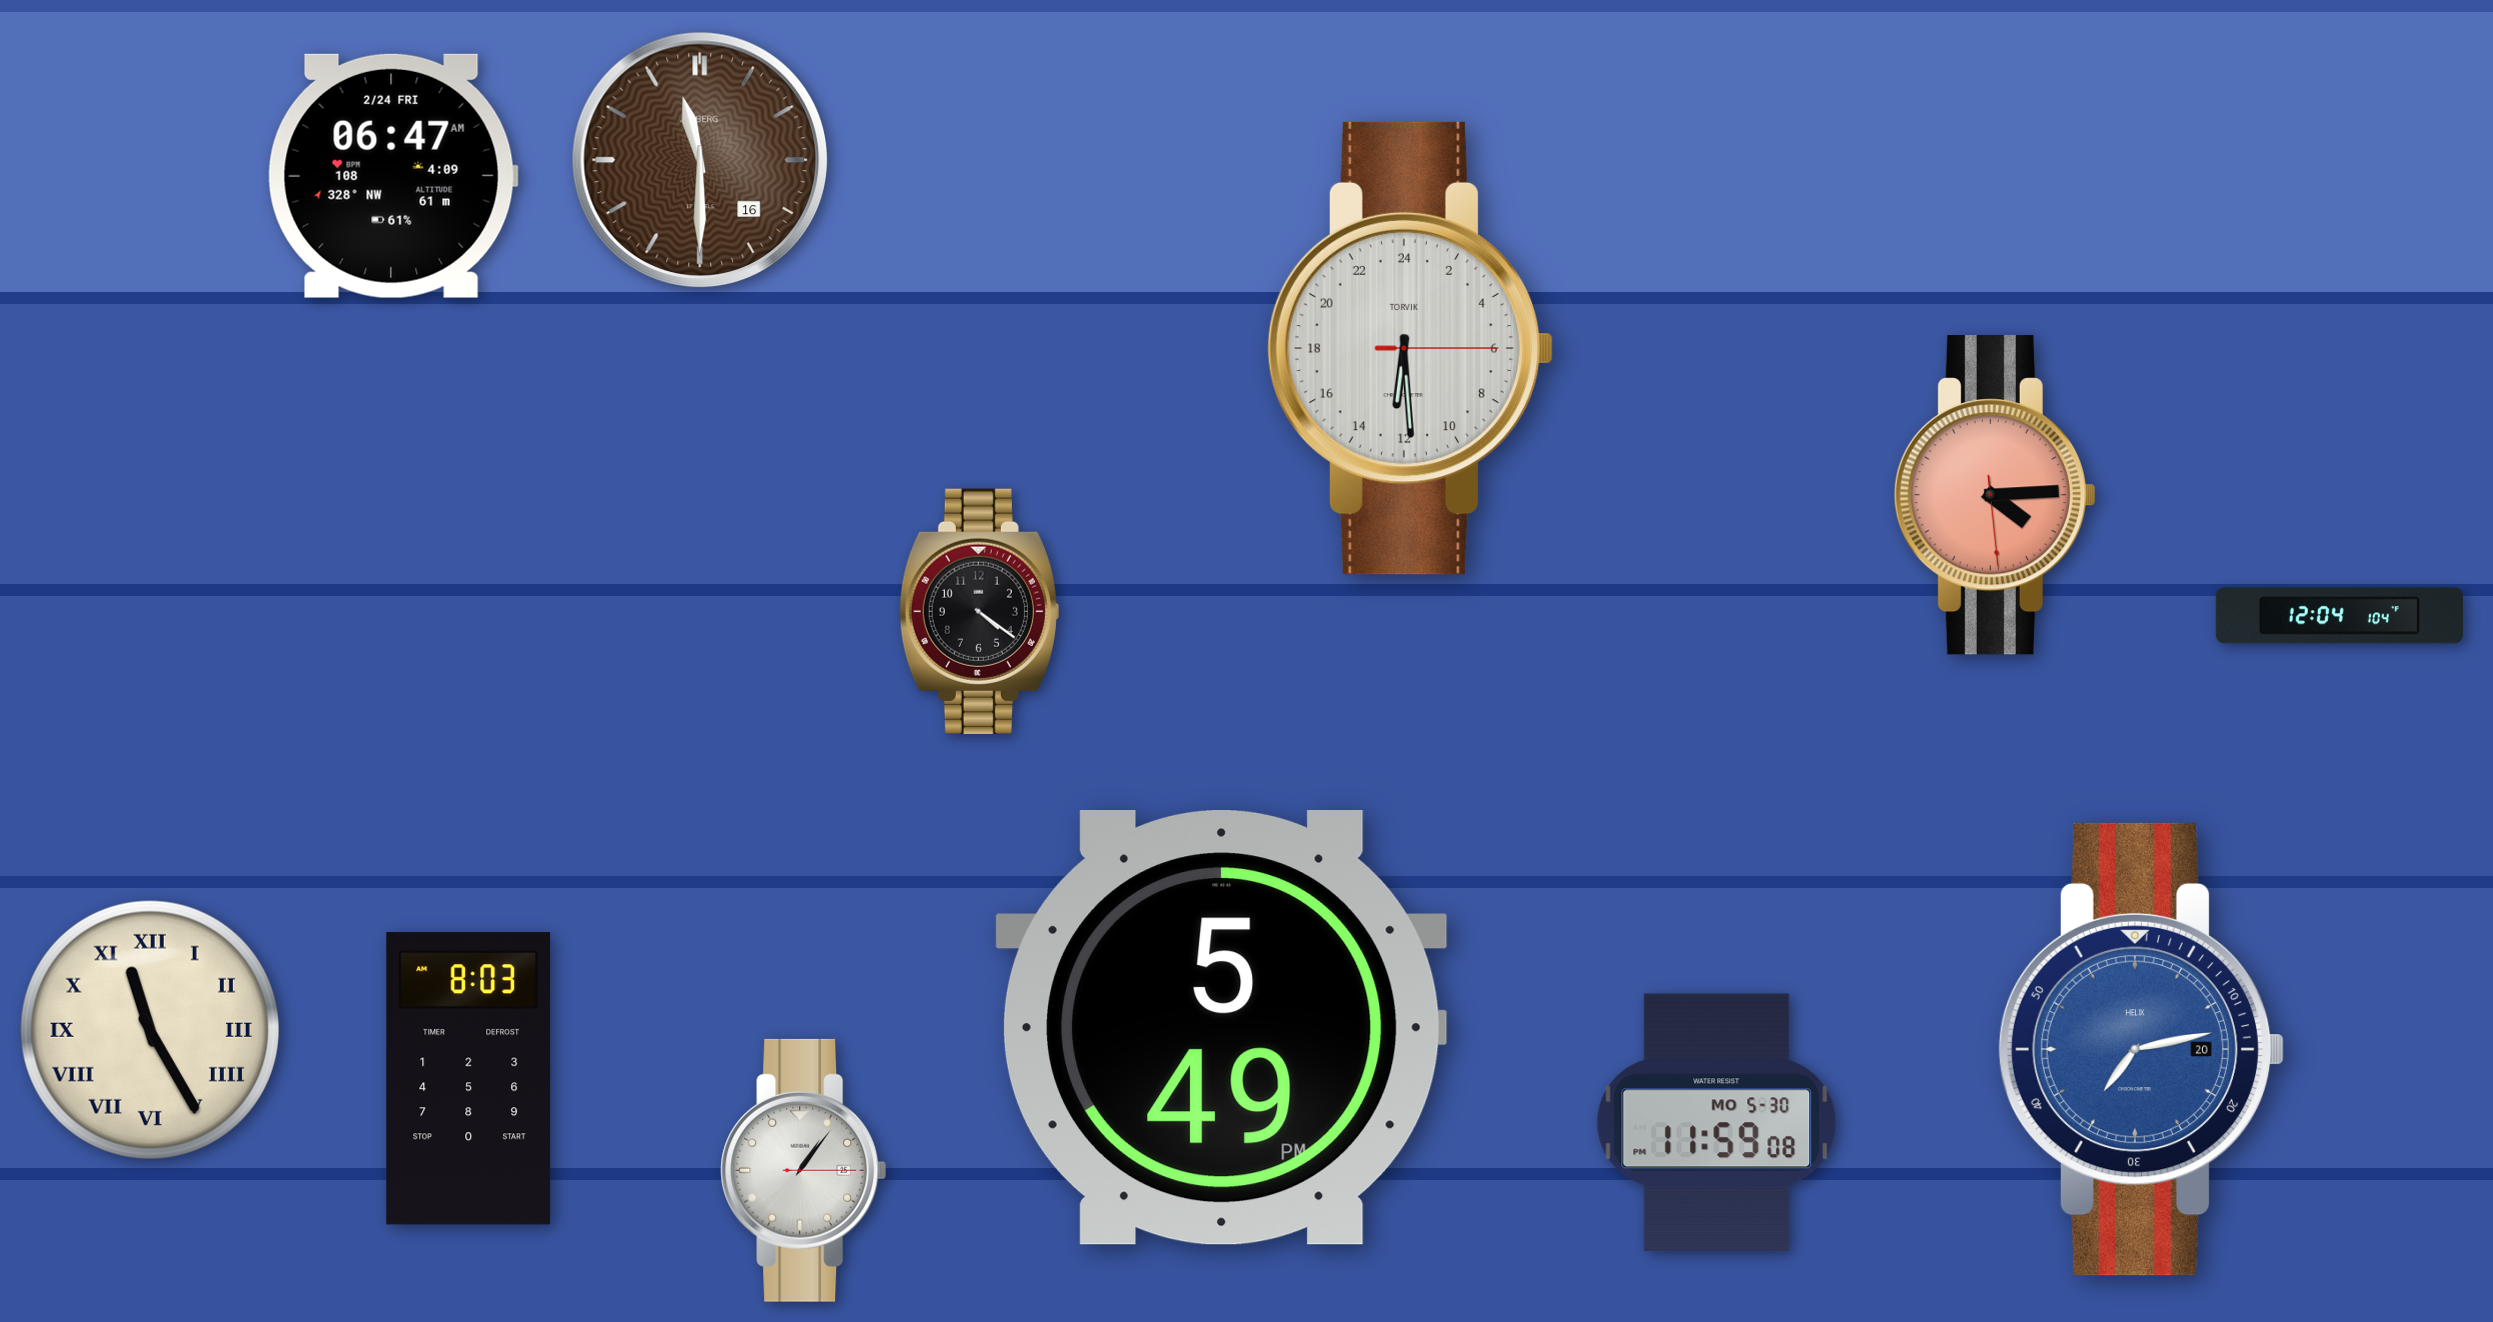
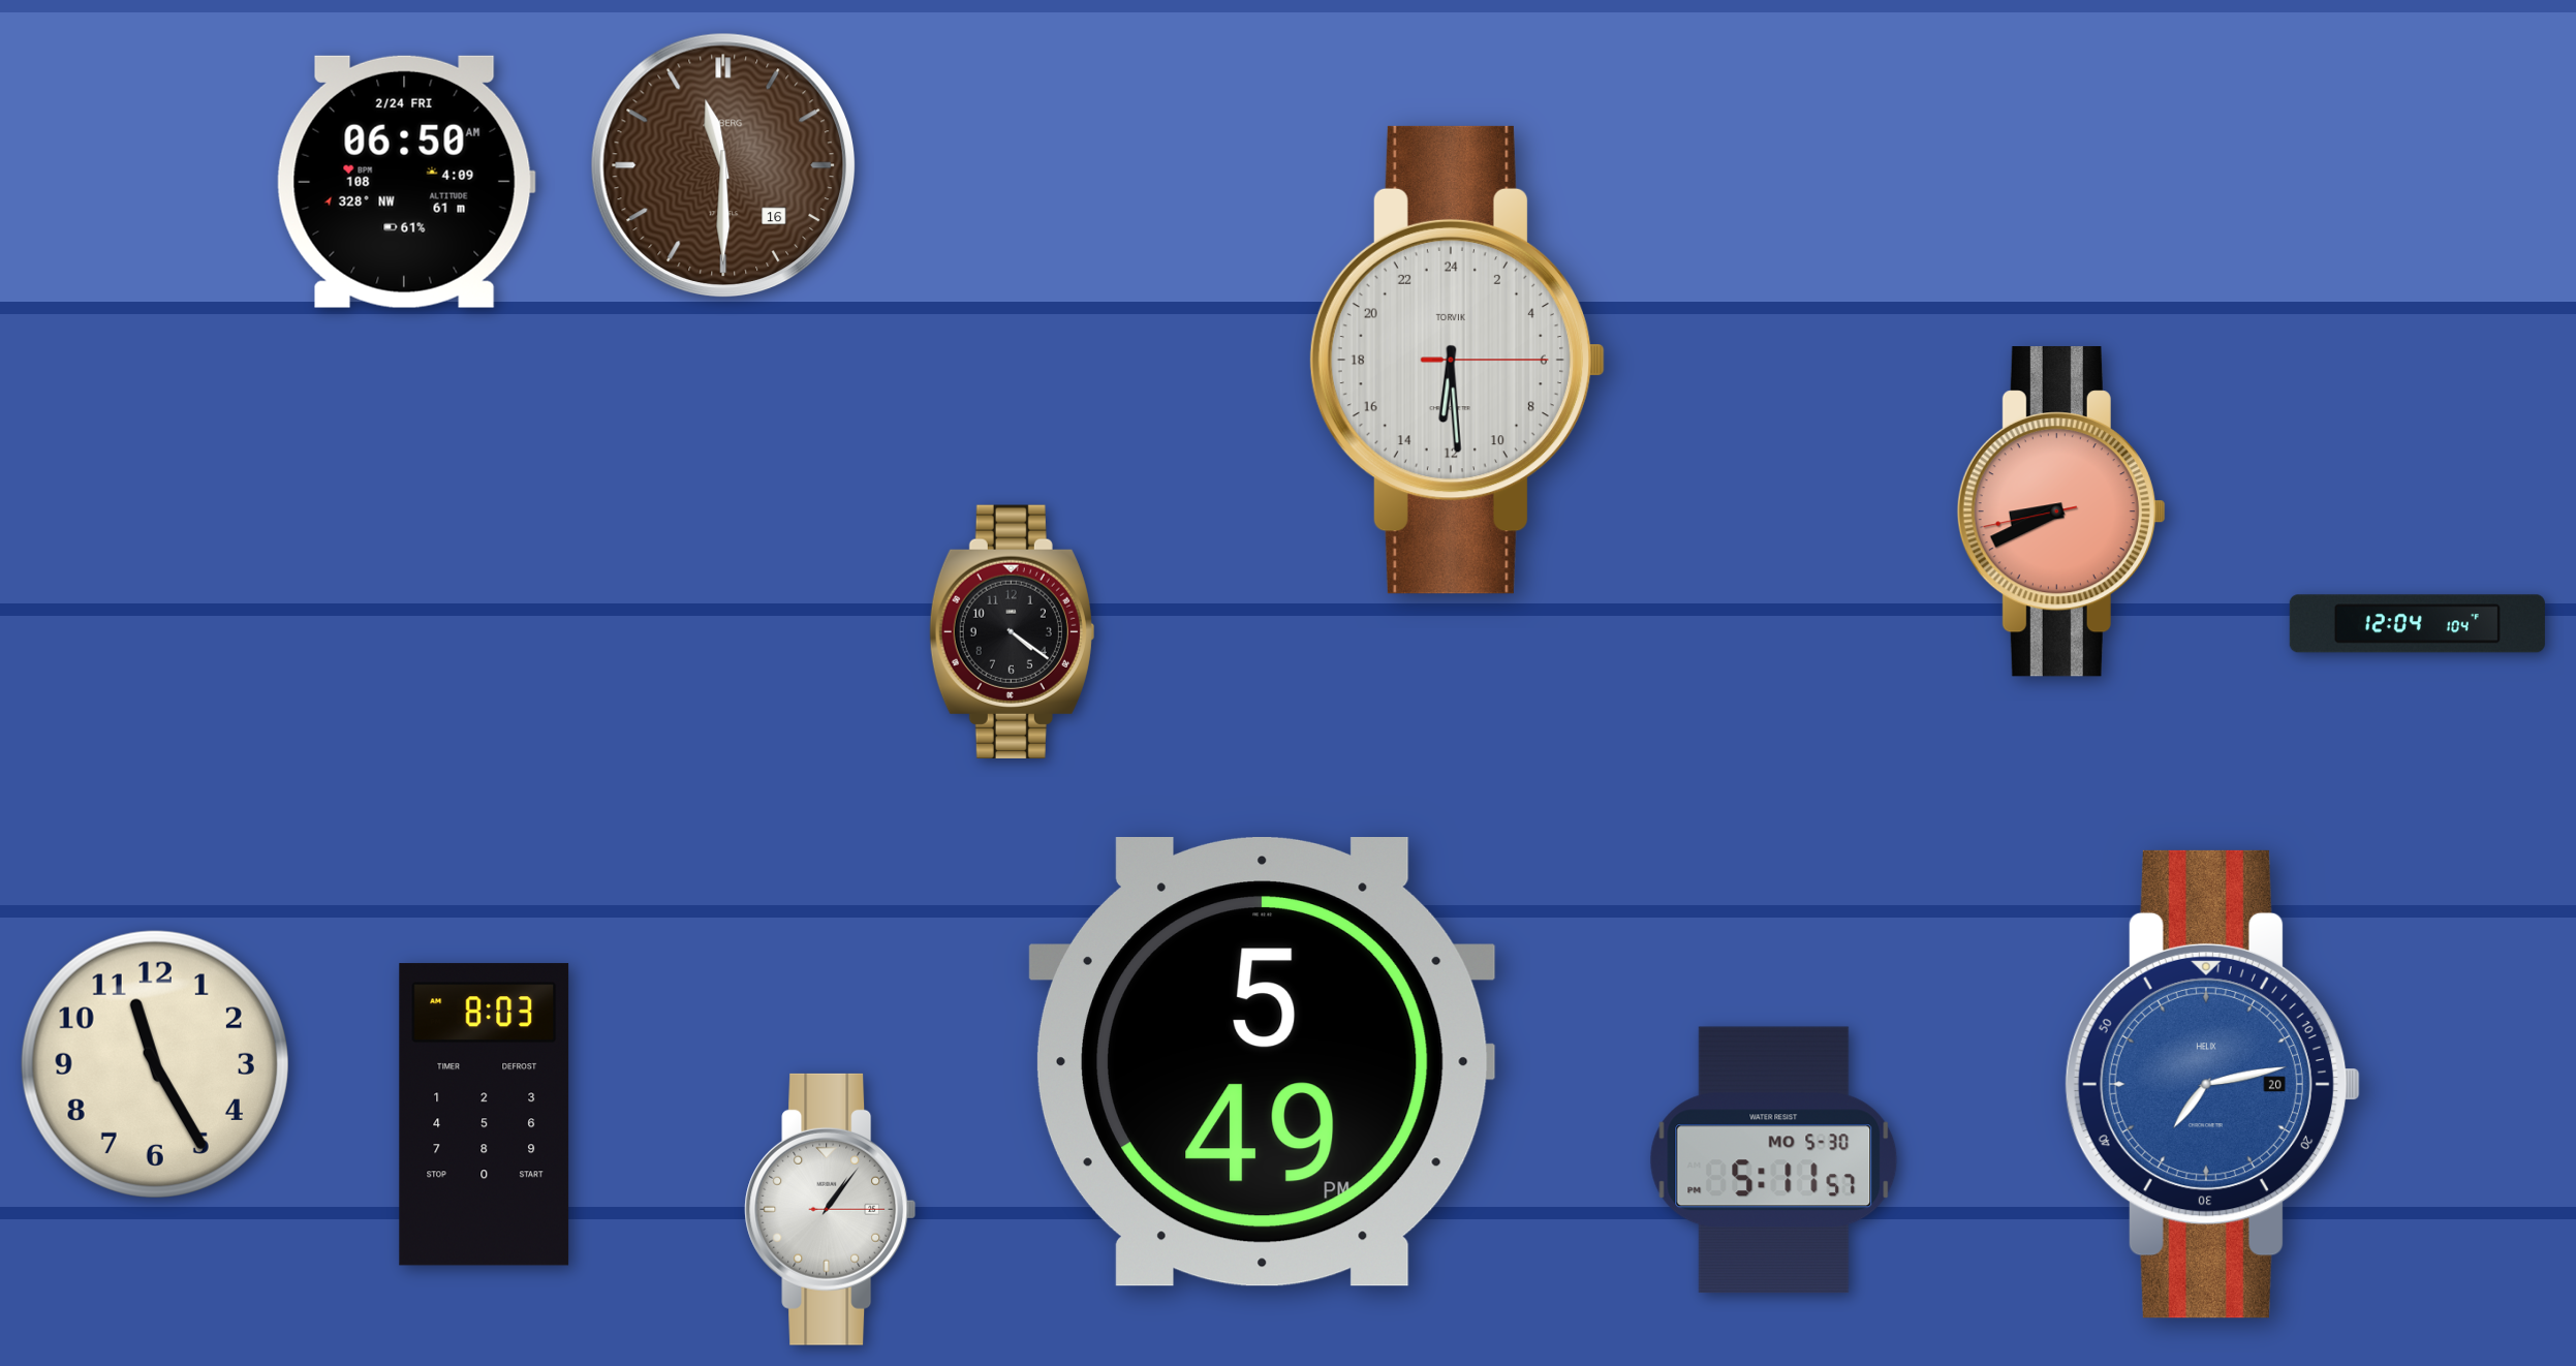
clock at (393, 176): 06:47 -> 06:50
clock at (1995, 495): 4:14 -> 8:40
clock at (2339, 616) position: (2339, 616) -> (2417, 624)
clock at (150, 1030) numerals: Roman -> Arabic
clock at (1717, 1123): 11:59 -> 5:11
